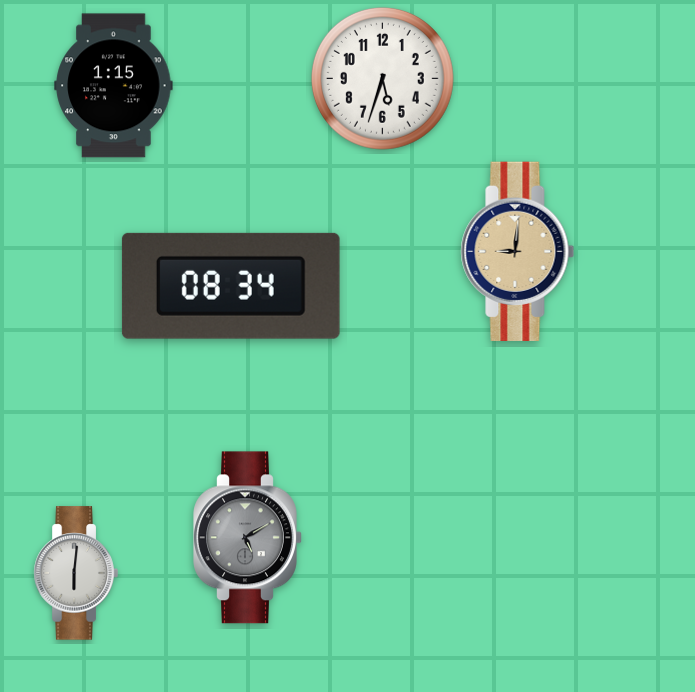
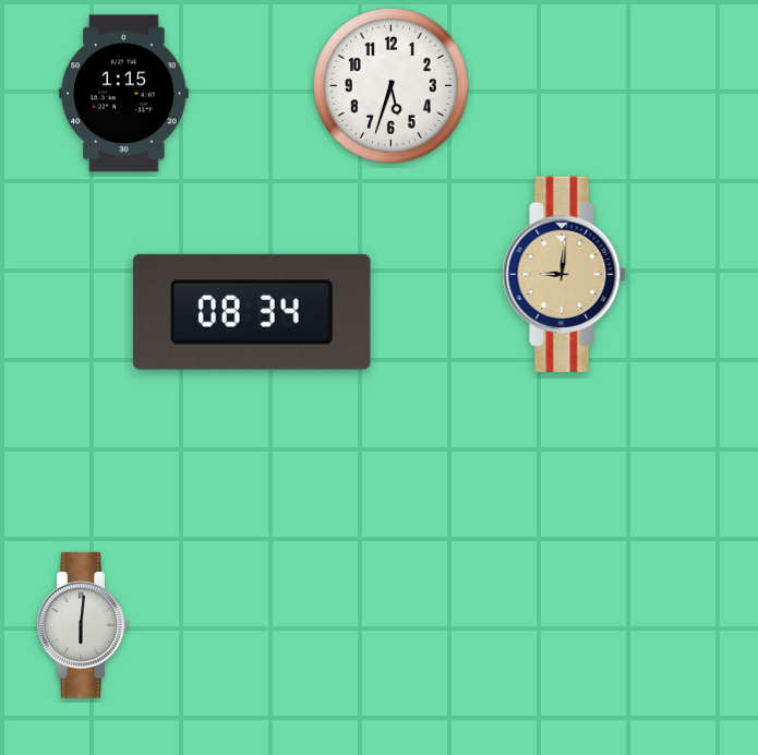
clock at (382, 78) position: (382, 78) -> (390, 85)
clock at (248, 538): 5:10 -> none
